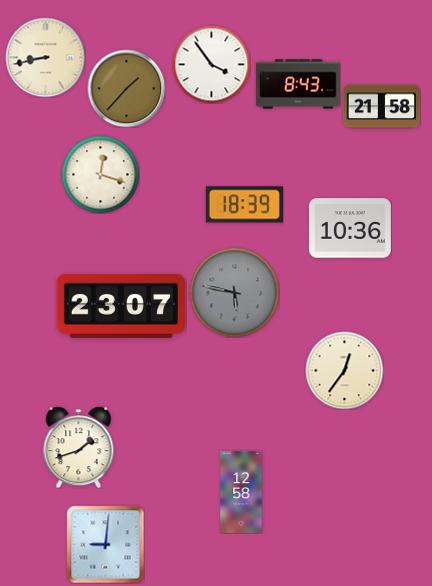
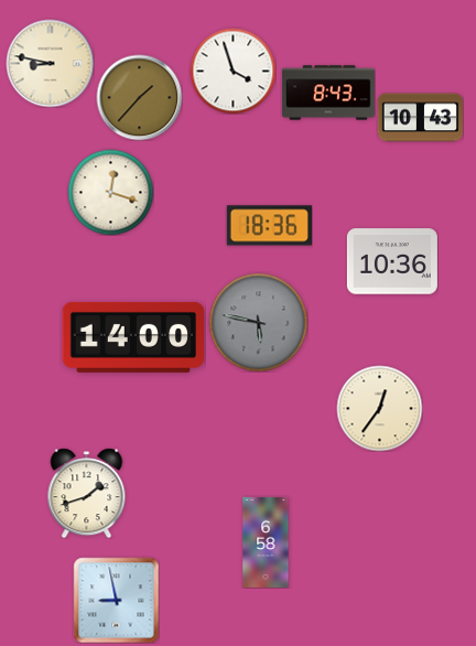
clock at (45, 57): 8:43 -> 8:47
clock at (211, 64): 3:54 -> 3:57
clock at (381, 107): 21:58 -> 10:43
clock at (244, 205): 18:39 -> 18:36
clock at (350, 228) position: (350, 228) -> (392, 261)
clock at (121, 306): 23:07 -> 14:00
clock at (241, 492): 12:58 -> 6:58
clock at (105, 544): 9:01 -> 8:58
